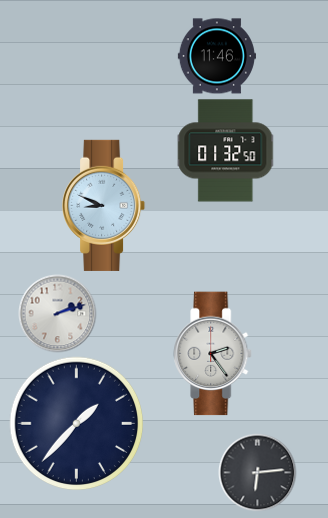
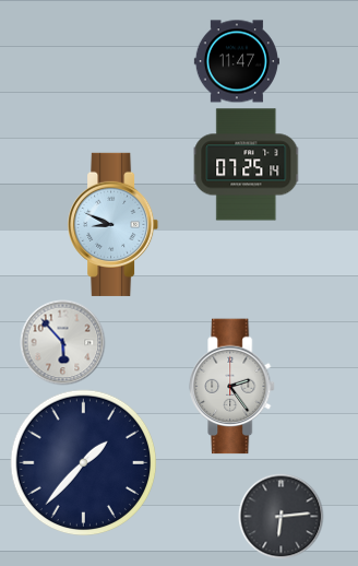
clock at (217, 56): 11:46 -> 11:47
clock at (226, 151): 01:32 -> 07:25
clock at (57, 313): 2:12 -> 5:53
